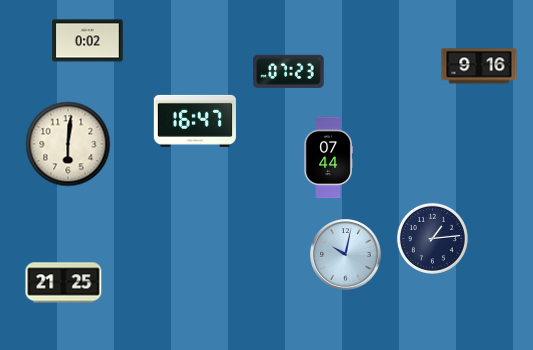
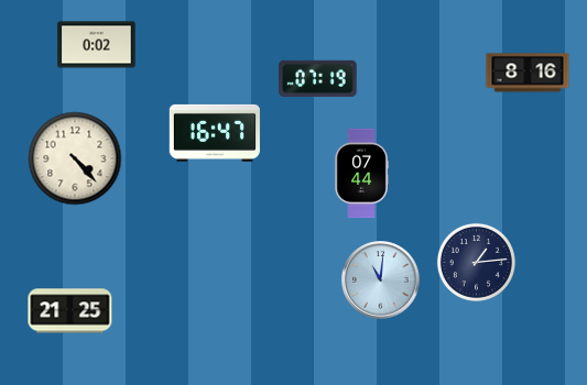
clock at (479, 66): 9:16 -> 8:16
clock at (289, 71): 07:23 -> 07:19
clock at (68, 144): 6:01 -> 4:23
clock at (346, 255): 10:02 -> 11:01
